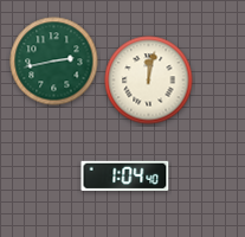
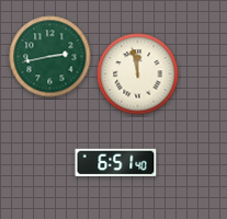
clock at (149, 81): 12:02 -> 11:58
clock at (125, 175): 1:04 -> 6:51
